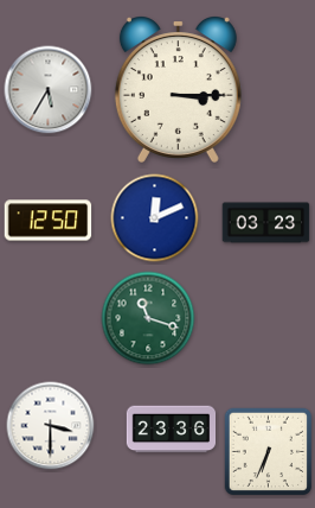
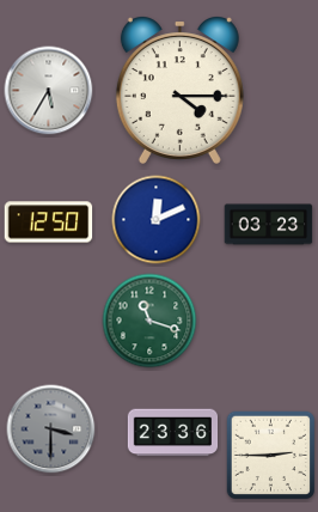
clock at (178, 90): 3:15 -> 4:15
clock at (51, 426) dial: white -> grey
clock at (269, 452): 6:34 -> 2:45
